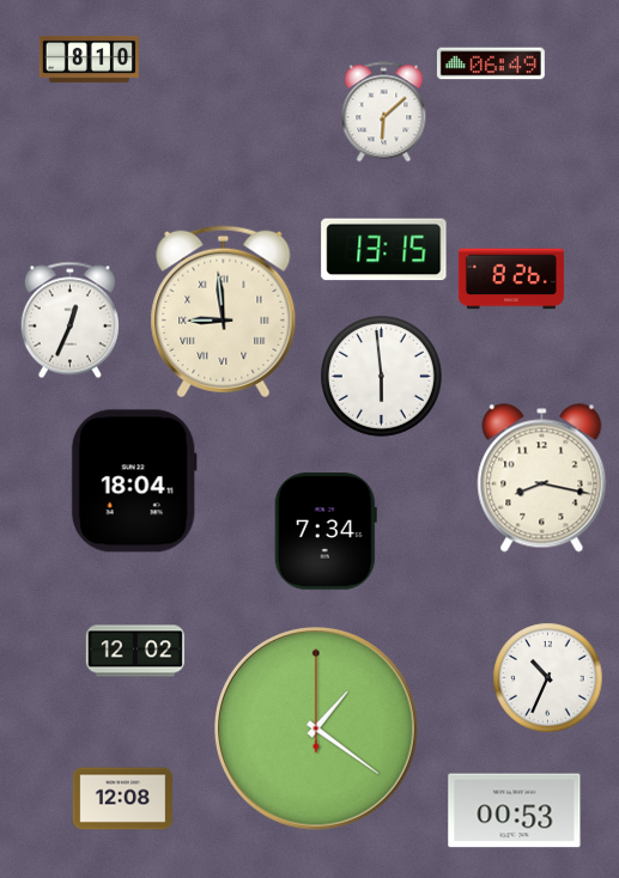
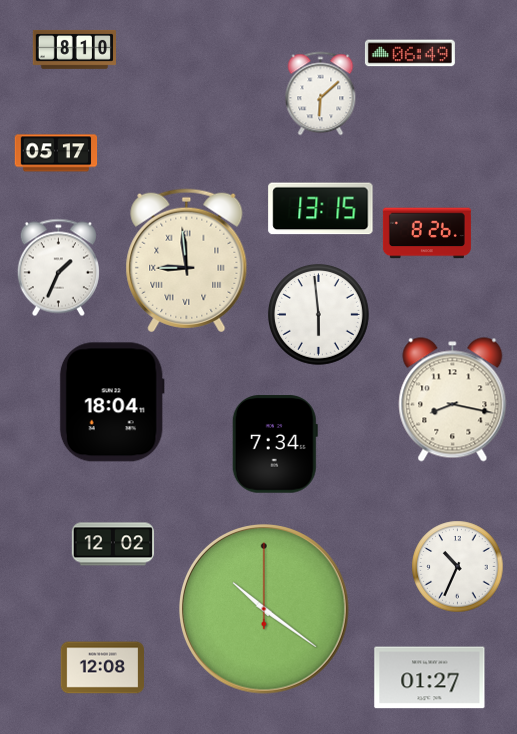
clock at (56, 153): none -> 05:17
clock at (69, 319): 12:34 -> 1:34
clock at (326, 531) position: (326, 531) -> (275, 444)
clock at (317, 730): 1:21 -> 10:21
clock at (515, 811): 00:53 -> 01:27
